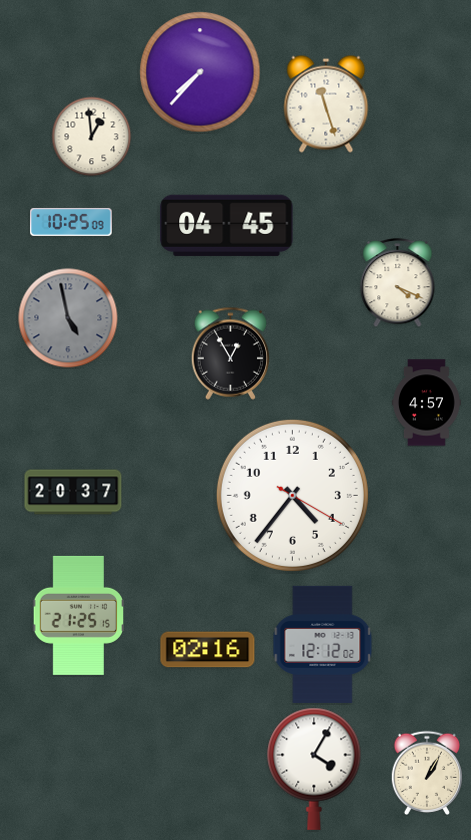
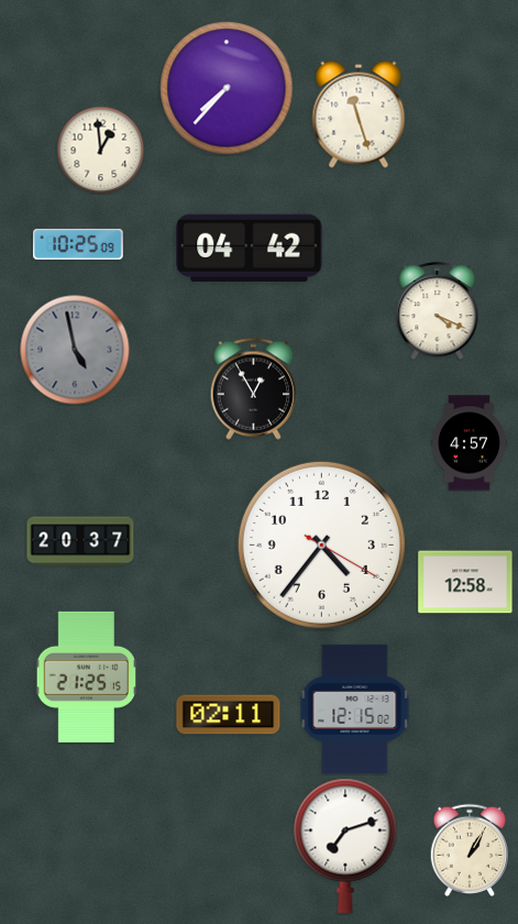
clock at (200, 72) position: (200, 72) -> (227, 88)
clock at (227, 225): 04:45 -> 04:42
clock at (465, 582): none -> 12:58
clock at (323, 644): 12:12 -> 12:15
clock at (208, 650): 02:16 -> 02:11
clock at (314, 769): 4:05 -> 7:12
